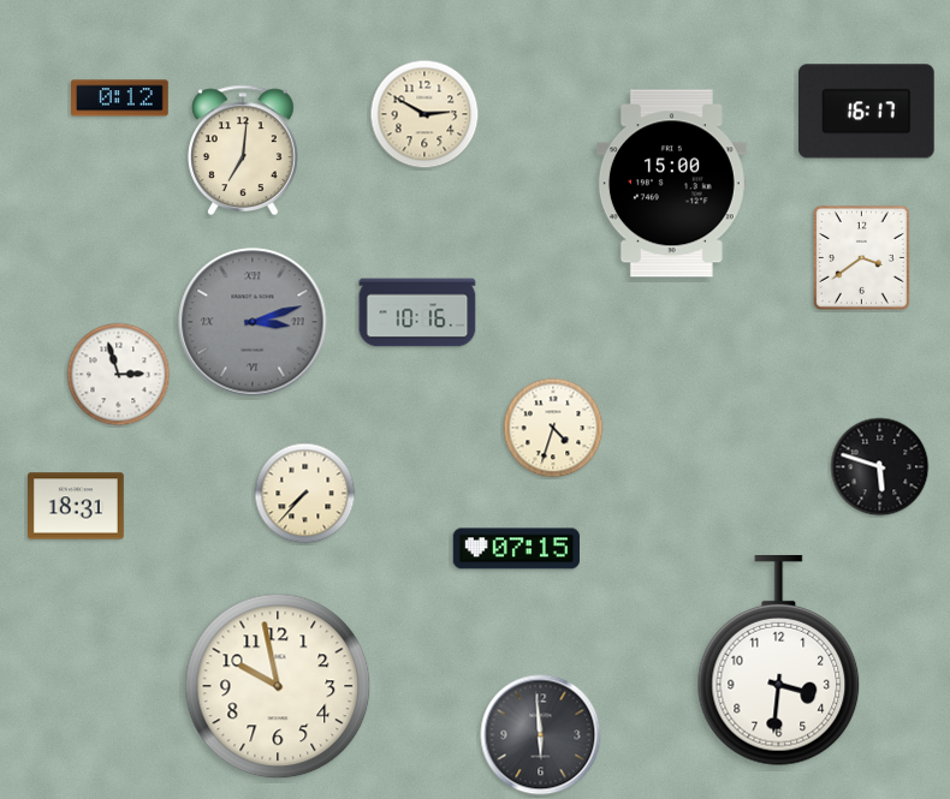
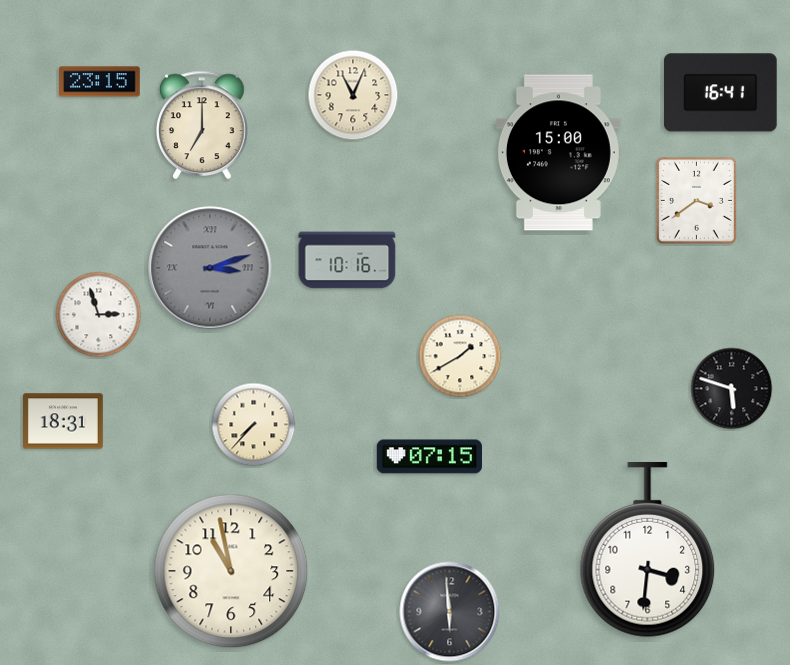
clock at (120, 99): 0:12 -> 23:15
clock at (867, 112): 16:17 -> 16:41
clock at (424, 114): 2:50 -> 11:04
clock at (244, 149): 7:01 -> 7:00
clock at (861, 257) position: (861, 257) -> (696, 200)
clock at (119, 375) position: (119, 375) -> (99, 315)
clock at (553, 428): 4:33 -> 1:40
clock at (305, 494) position: (305, 494) -> (254, 425)
clock at (278, 686): 9:58 -> 10:58
